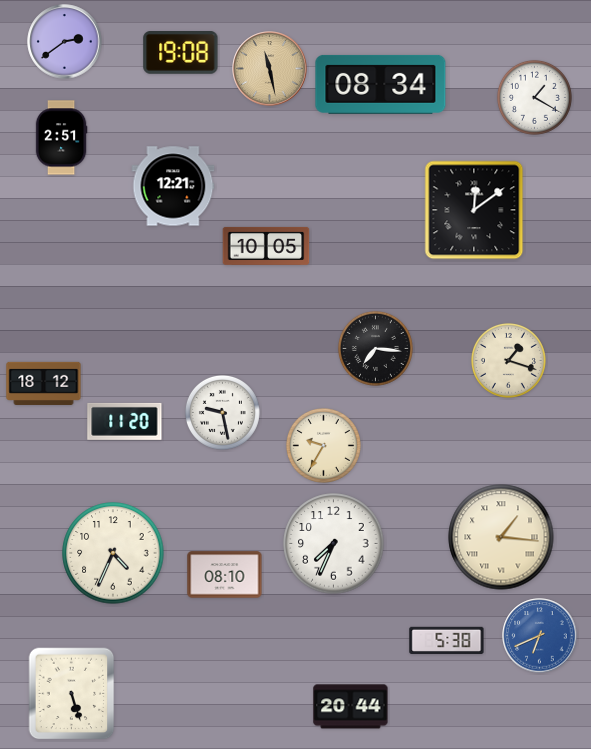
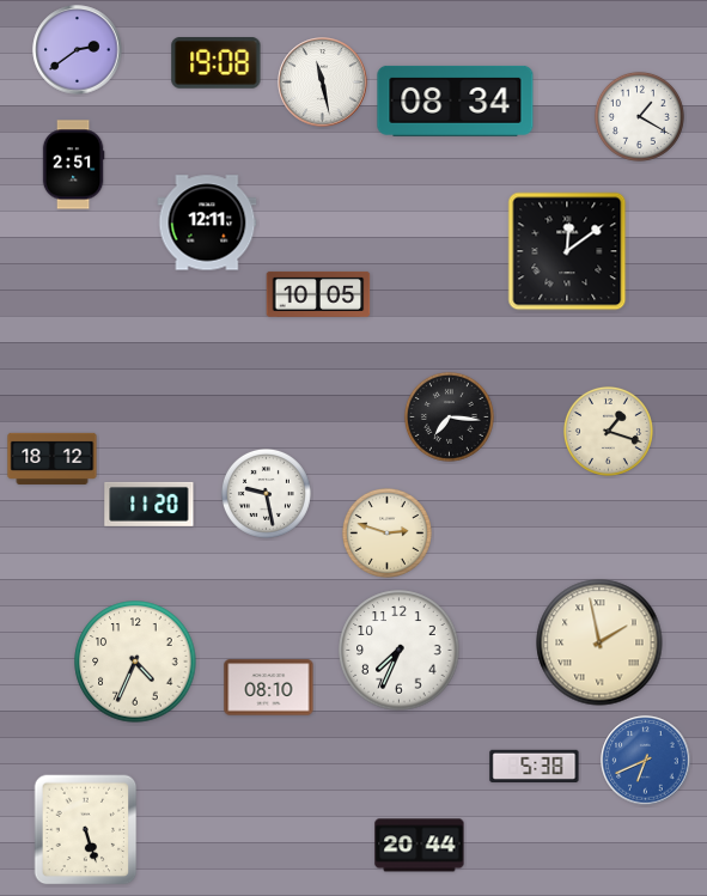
clock at (270, 69) dial: champagne -> white
clock at (173, 186): 12:21 -> 12:11
clock at (323, 445): 9:35 -> 2:48
clock at (501, 537): 1:16 -> 1:58
